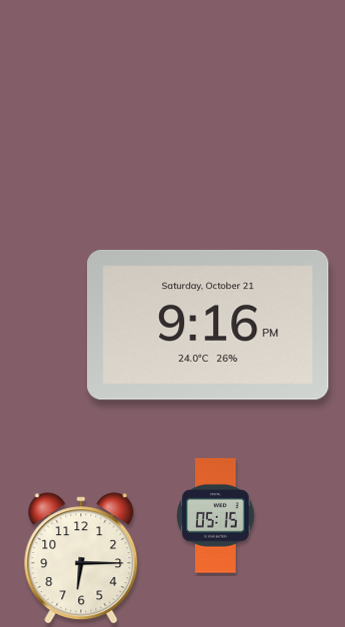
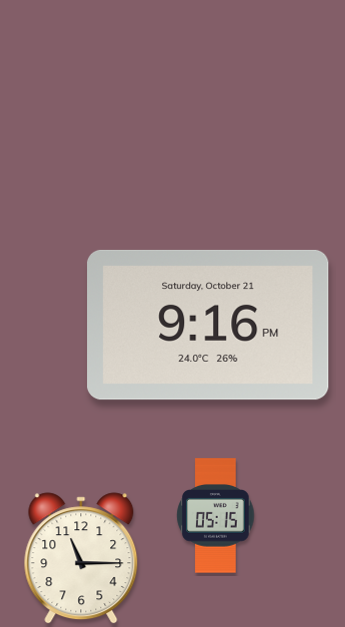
clock at (81, 558): 6:15 -> 11:15
